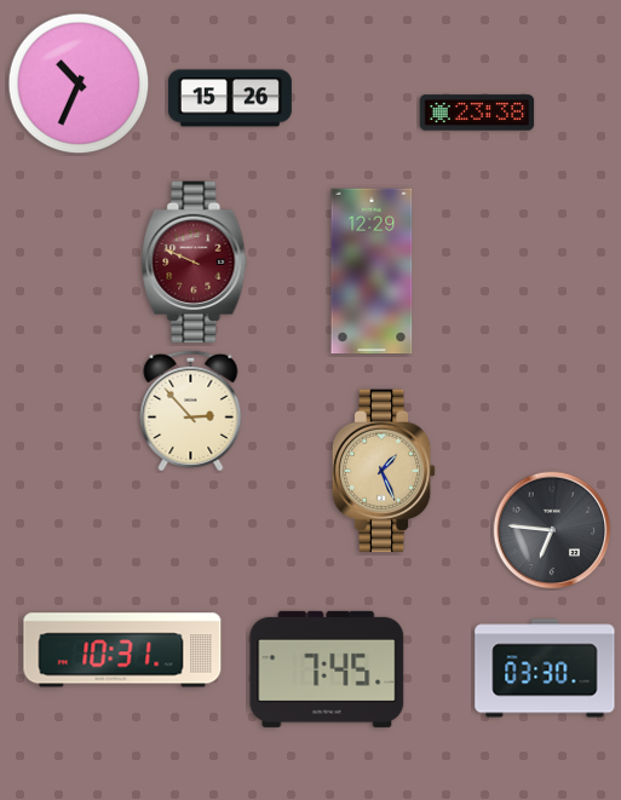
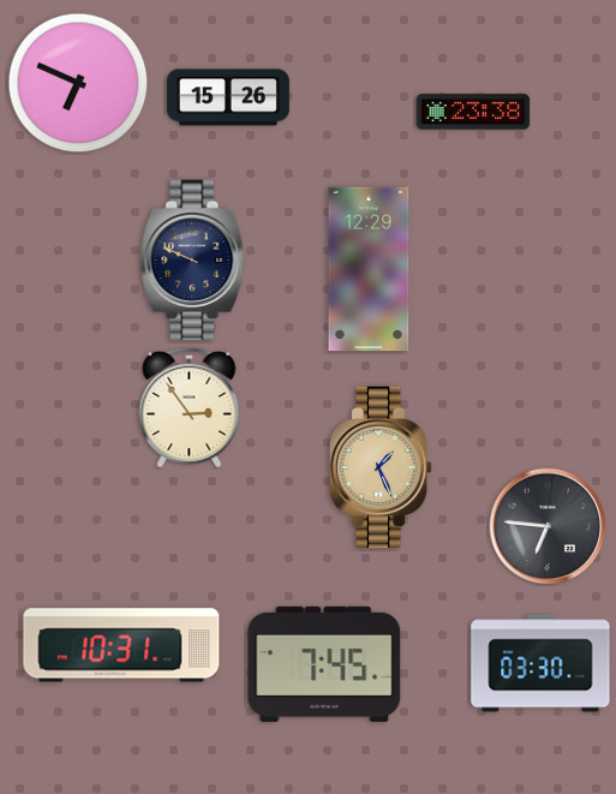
clock at (79, 84): 10:34 -> 6:49
clock at (195, 263) dial: burgundy -> navy
clock at (191, 409): 2:53 -> 2:54
